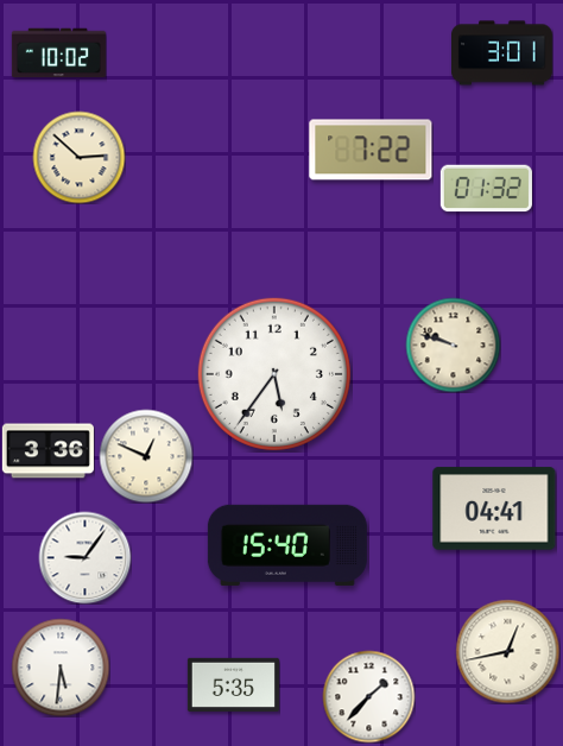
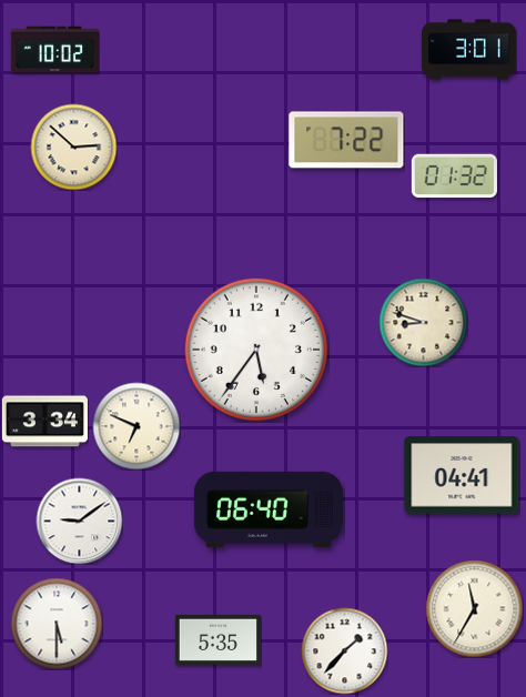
clock at (453, 344): 9:48 -> 8:48
clock at (48, 451): 3:36 -> 3:34
clock at (146, 456): 12:49 -> 6:49
clock at (287, 545): 15:40 -> 06:40
clock at (84, 557): 9:06 -> 9:09
clock at (507, 651): 12:43 -> 11:35
clock at (61, 668): 5:31 -> 5:30
